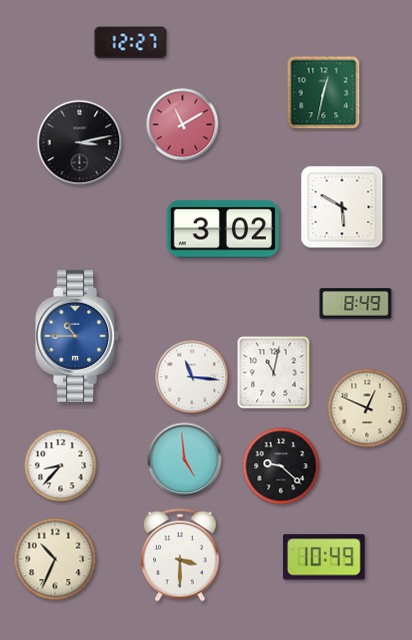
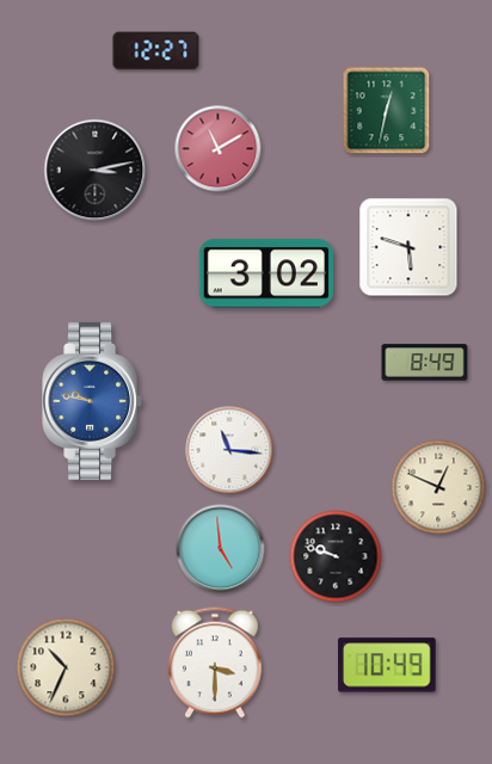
clock at (342, 207): 5:50 -> 5:48
clock at (78, 336): 10:45 -> 9:47
clock at (274, 373): 11:02 -> none
clock at (61, 466): 8:37 -> none
clock at (281, 466): 9:22 -> 9:48
